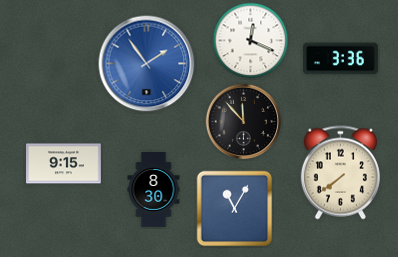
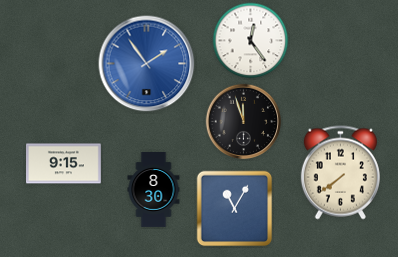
clock at (251, 41): 12:19 -> 12:24
clock at (341, 59): 3:36 -> none
clock at (244, 122): 11:53 -> 11:57
